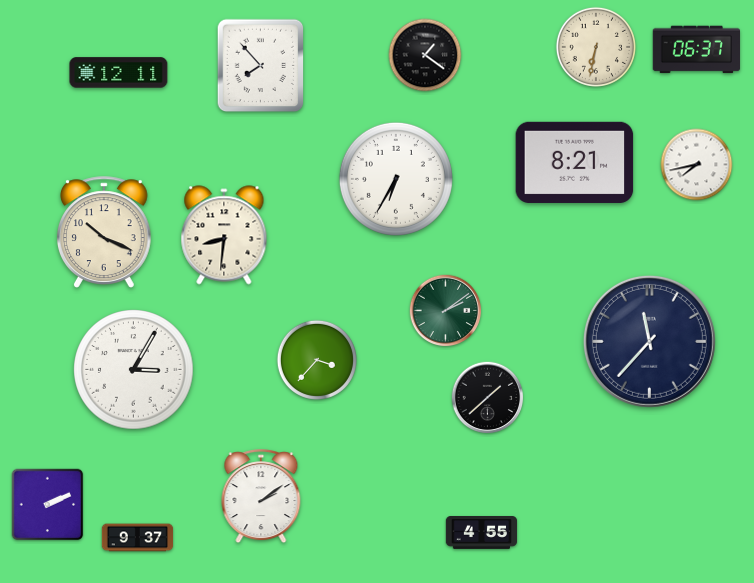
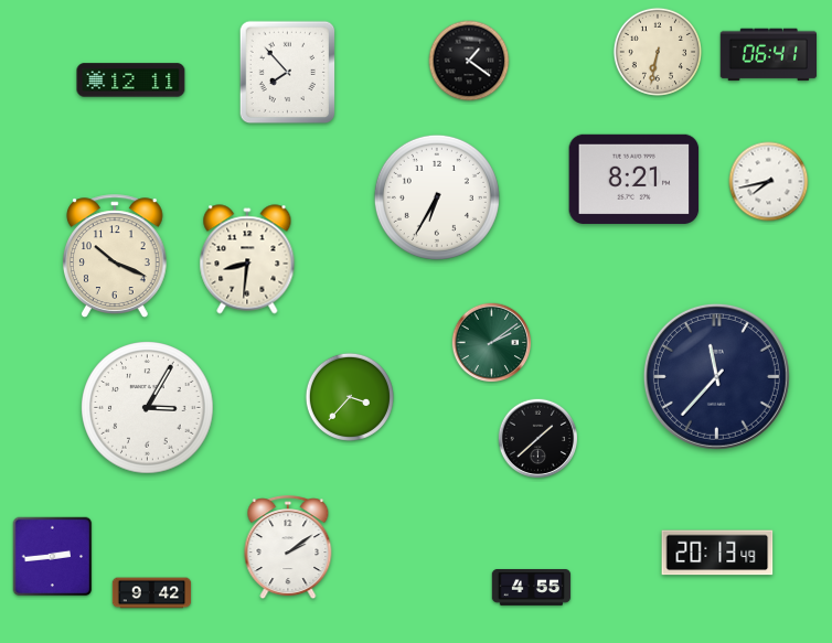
clock at (696, 50): 06:37 -> 06:41
clock at (717, 553): none -> 20:13
clock at (48, 505): 2:11 -> 2:44
clock at (138, 538): 9:37 -> 9:42
